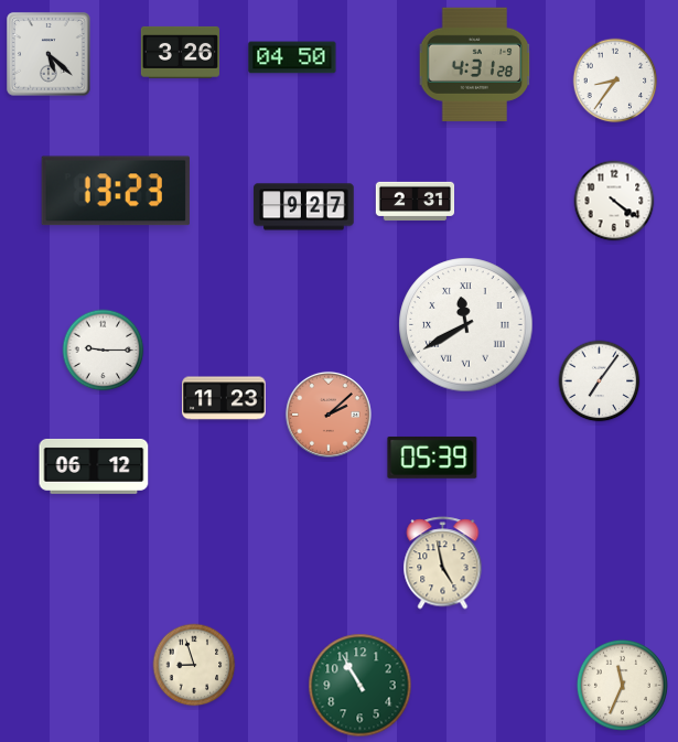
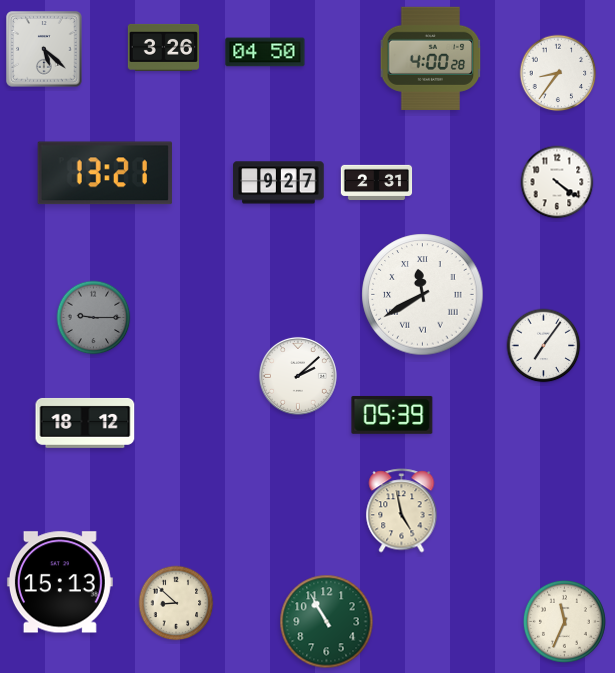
clock at (475, 64): 4:31 -> 4:00
clock at (116, 191): 13:23 -> 13:21
clock at (304, 207) position: (304, 207) -> (279, 183)
clock at (104, 351) dial: white -> grey
clock at (224, 398): 11:23 -> none
clock at (329, 415) dial: salmon -> white
clock at (94, 466): 06:12 -> 18:12
clock at (60, 582): none -> 15:13
clock at (194, 665): 8:57 -> 8:52
